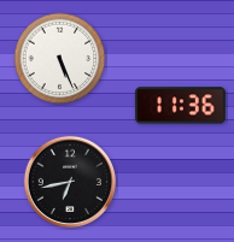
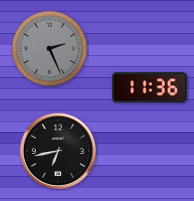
clock at (60, 59): 5:26 -> 2:26
clock at (60, 59) dial: white -> grey
